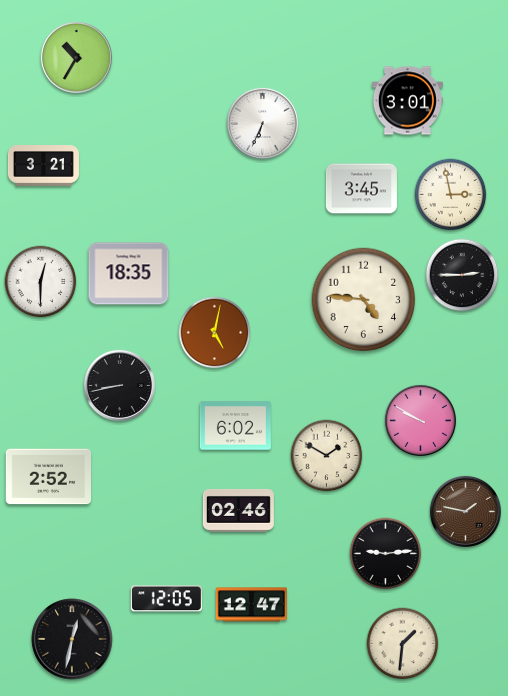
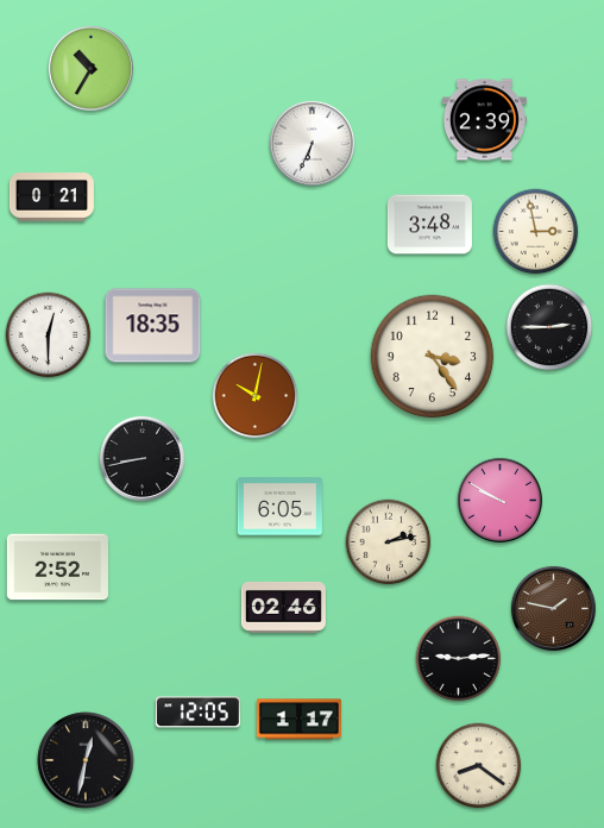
clock at (407, 101): 3:01 -> 2:39
clock at (262, 123) position: (262, 123) -> (312, 143)
clock at (43, 166): 3:21 -> 0:21
clock at (361, 189): 3:45 -> 3:48
clock at (364, 300): 4:46 -> 3:24
clock at (215, 333): 5:02 -> 10:02
clock at (235, 426): 6:02 -> 6:05
clock at (327, 456): 1:50 -> 2:13
clock at (251, 605): 12:47 -> 1:17
clock at (403, 644): 1:31 -> 8:21
